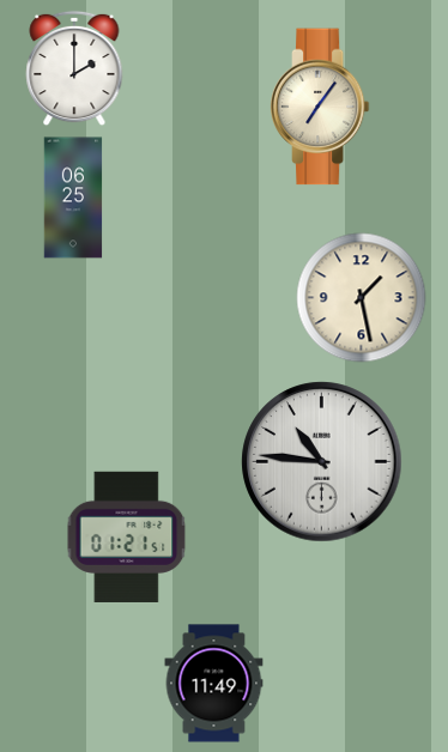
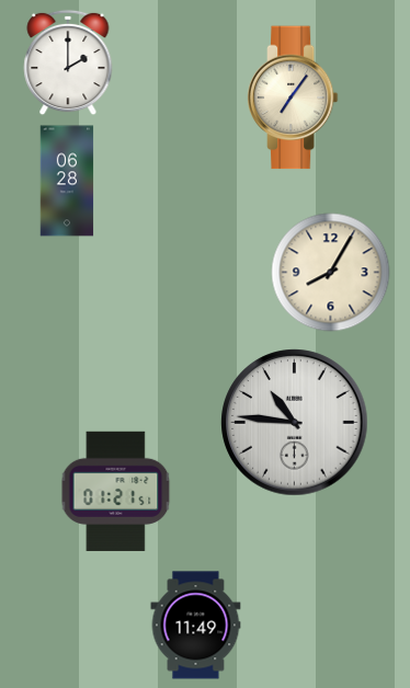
clock at (73, 198): 06:25 -> 06:28
clock at (362, 298): 1:28 -> 8:05
